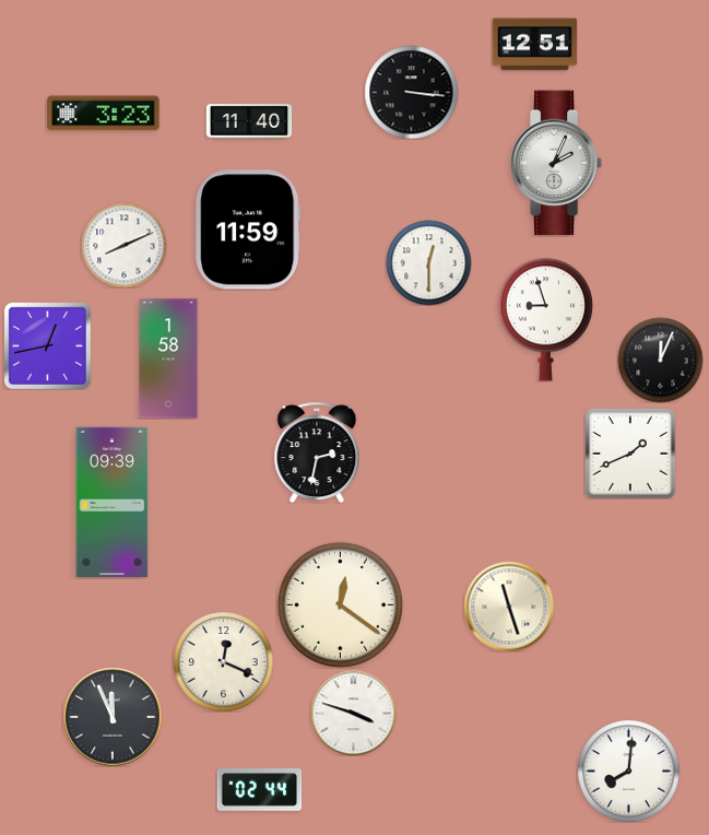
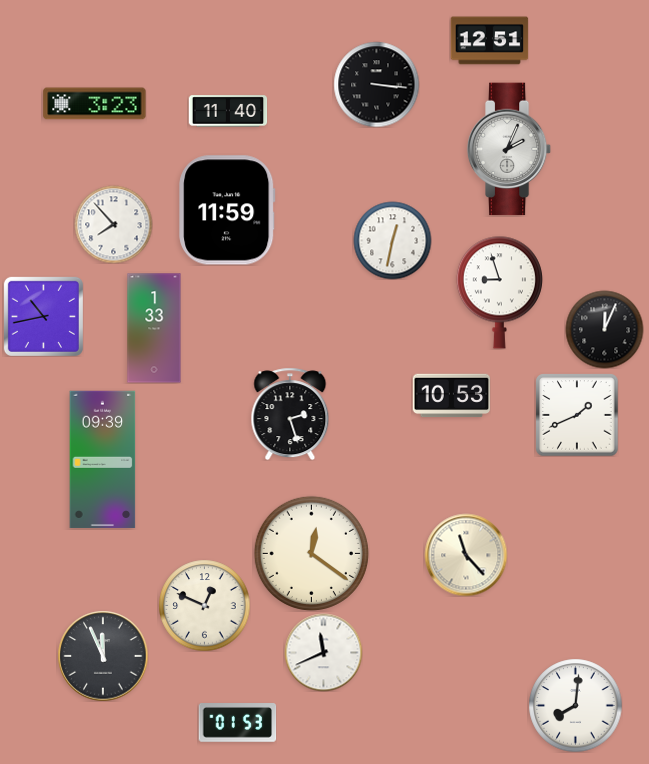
clock at (123, 245): 8:11 -> 7:53
clock at (428, 262): 12:30 -> 12:32
clock at (47, 345): 12:43 -> 10:43
clock at (168, 358): 1:58 -> 1:33
clock at (451, 396): none -> 10:53
clock at (317, 452): 2:32 -> 2:27
clock at (509, 607): 11:27 -> 11:23
clock at (223, 661): 12:19 -> 12:49
clock at (353, 713): 3:48 -> 11:41
clock at (259, 790): 02:44 -> 01:53
